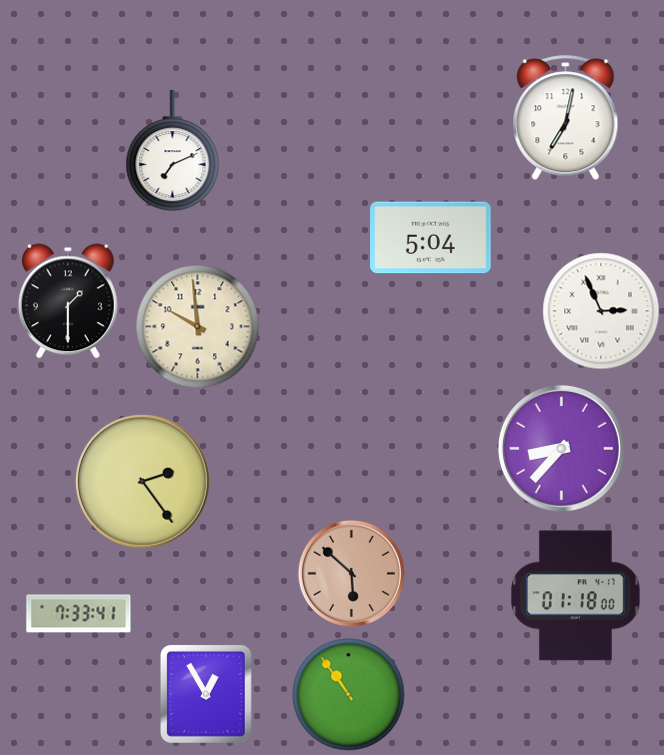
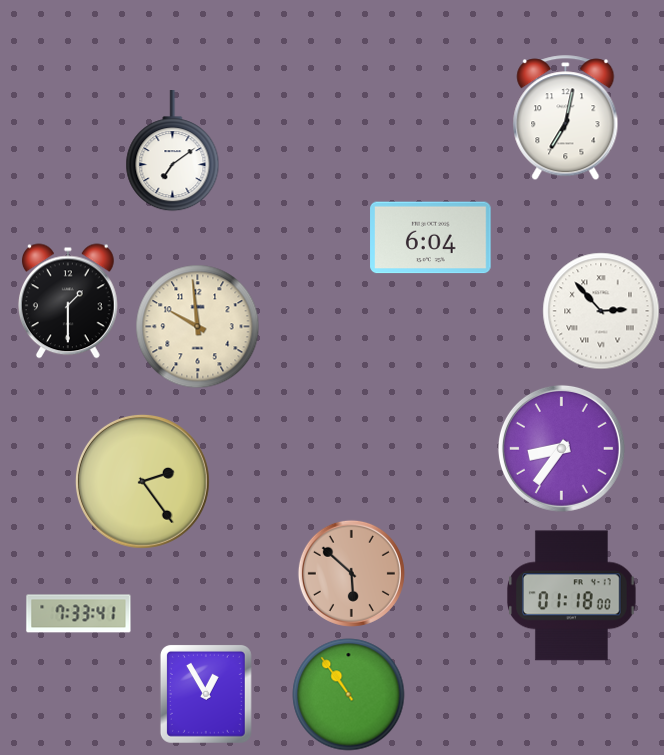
clock at (173, 151): 7:11 -> 7:09
clock at (431, 238): 5:04 -> 6:04
clock at (601, 311): 2:56 -> 2:53
clock at (561, 448): 8:37 -> 8:36
clock at (576, 596) position: (576, 596) -> (572, 596)
